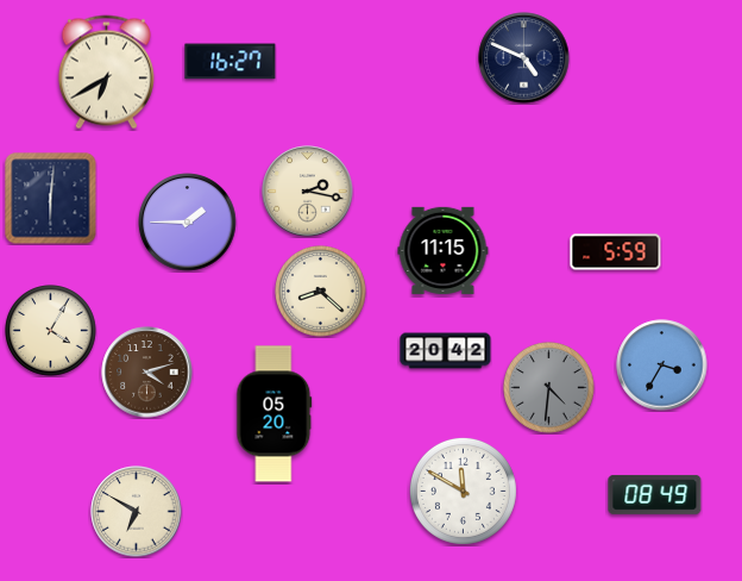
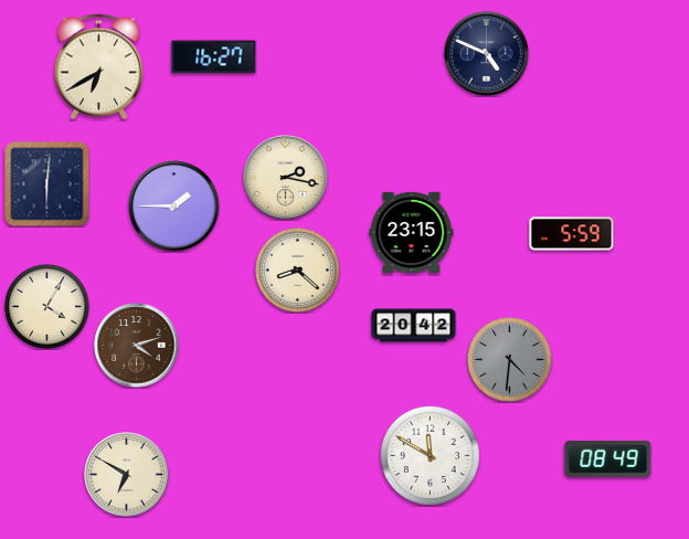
clock at (444, 250): 11:15 -> 23:15
clock at (662, 366): 3:35 -> none
clock at (275, 414): 05:20 -> none
